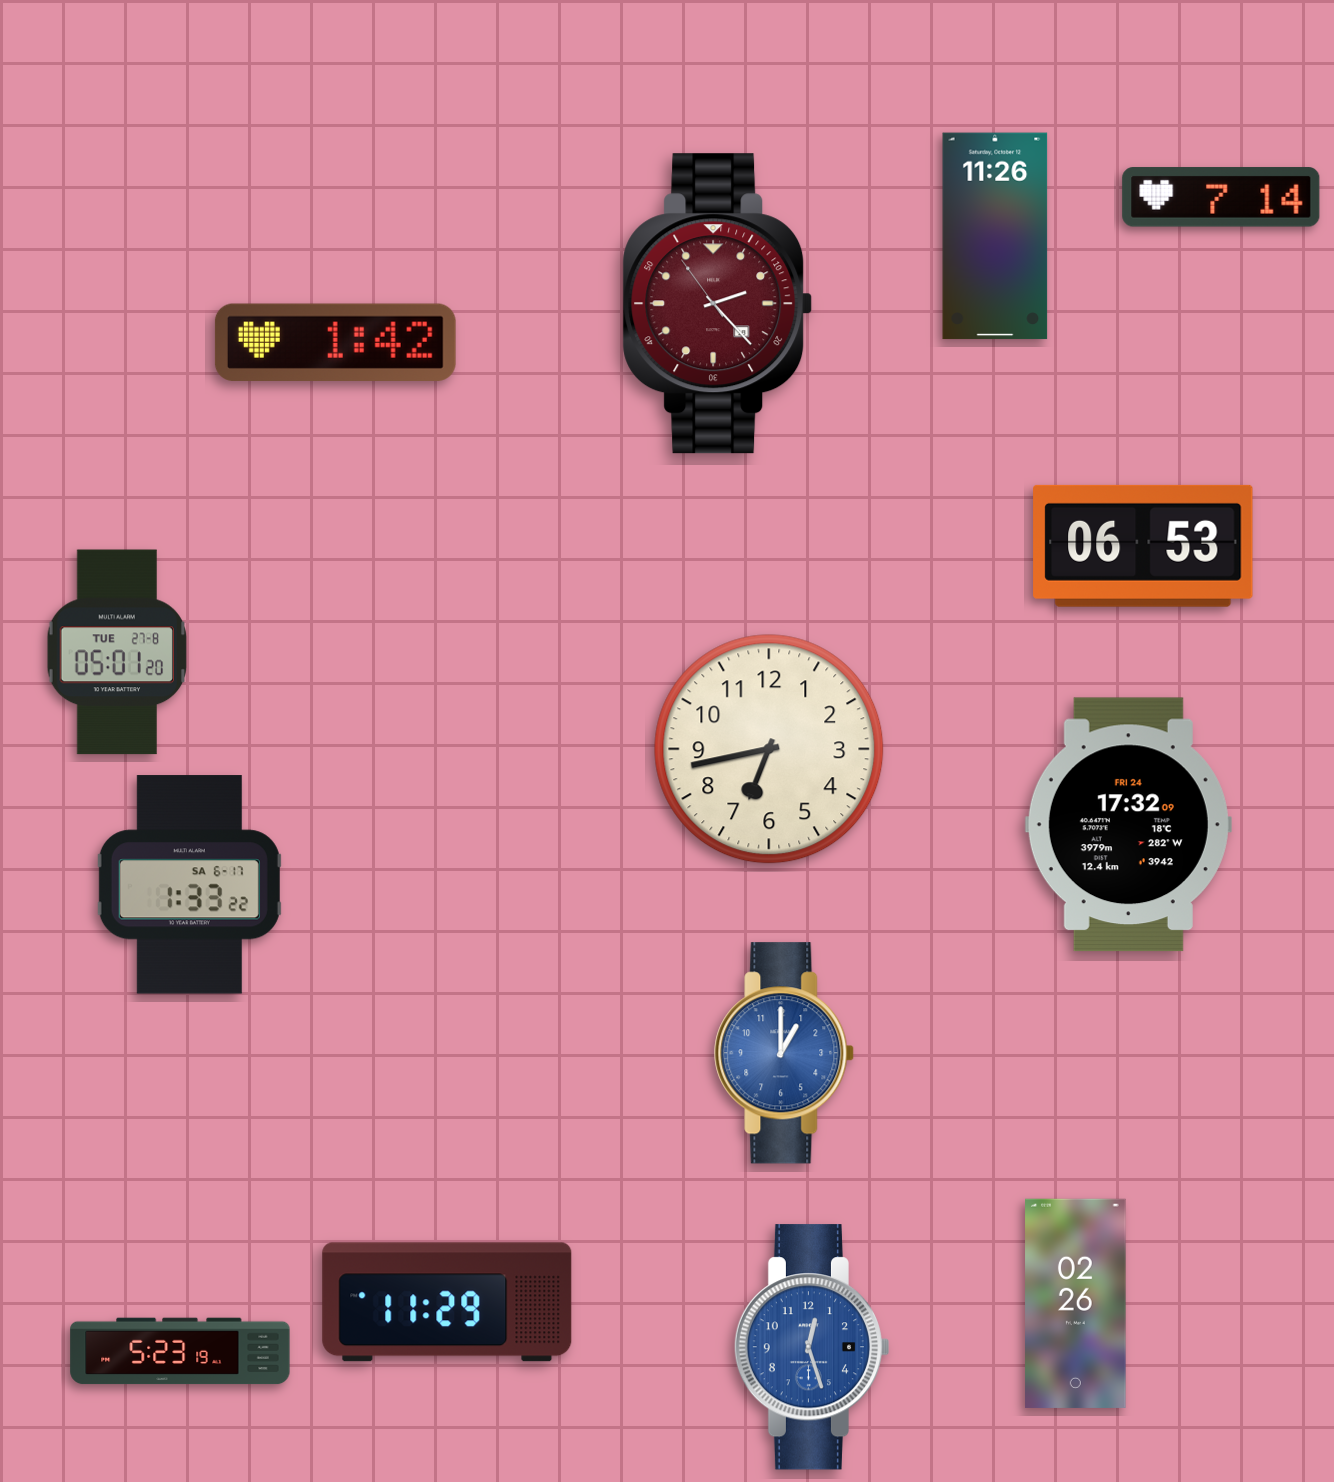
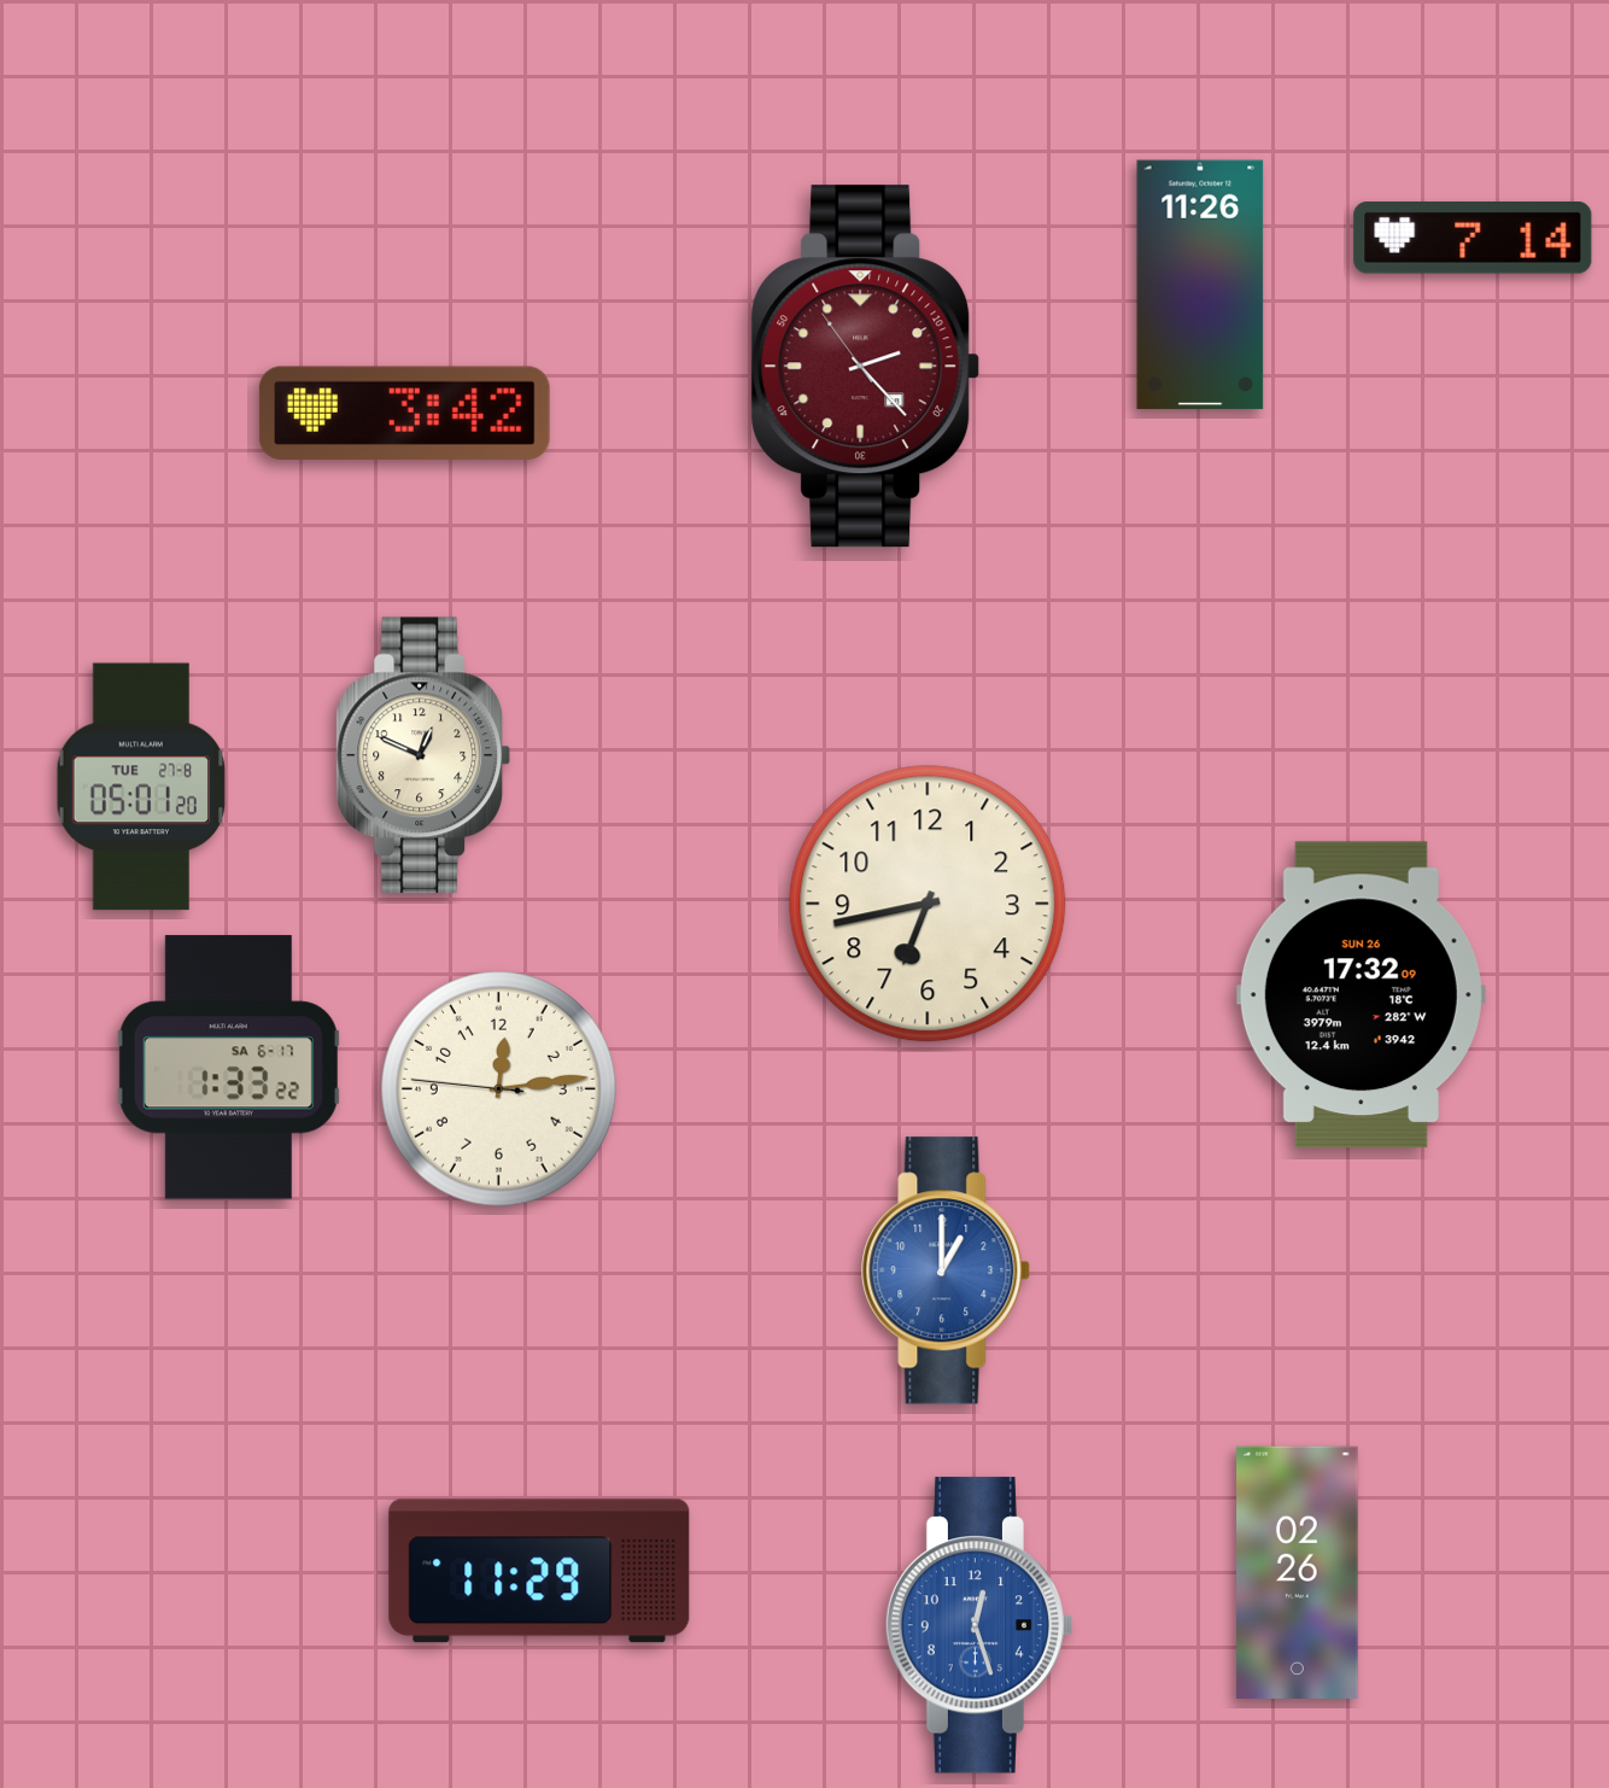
clock at (335, 342): 1:42 -> 3:42
clock at (1143, 546): 06:53 -> none
clock at (423, 755): none -> 12:49
clock at (1128, 825) date: FRI 24 -> SUN 26
clock at (499, 1089): none -> 12:13
clock at (180, 1351): 5:23 -> none
